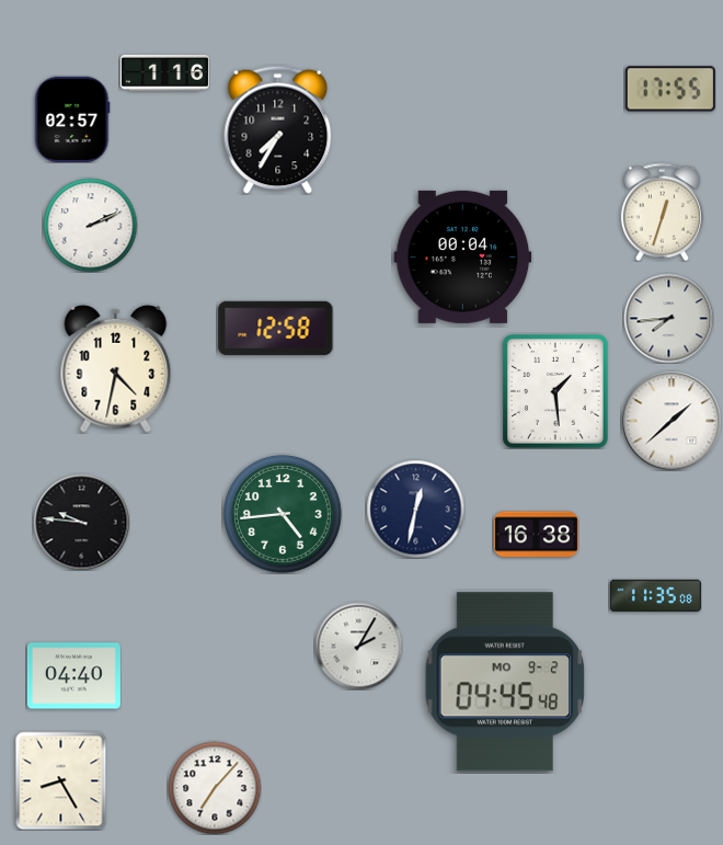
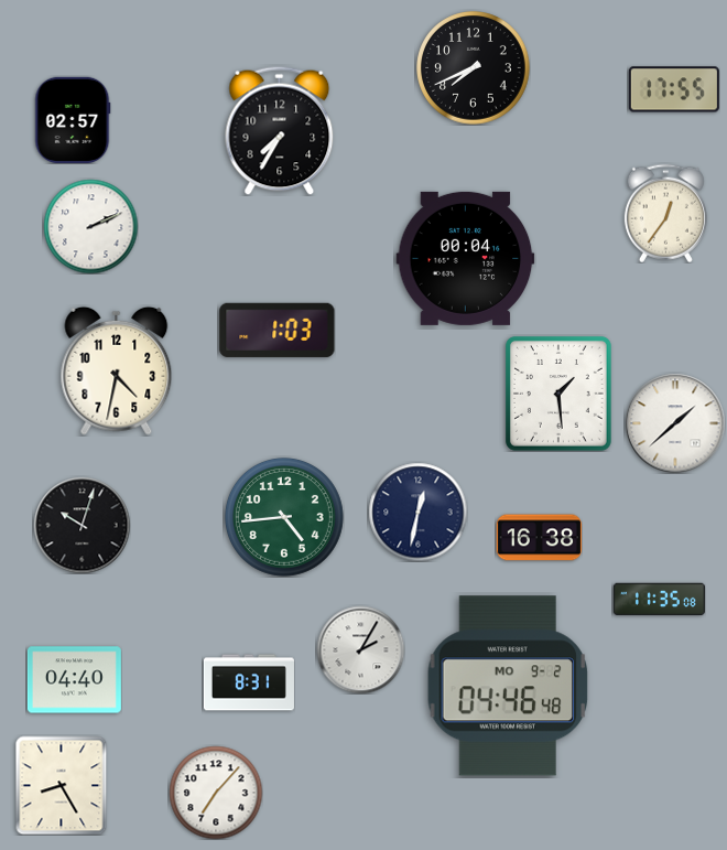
clock at (474, 68): none -> 7:41
clock at (164, 72): 1:16 -> none
clock at (662, 212): 12:33 -> 12:36
clock at (668, 318): 7:44 -> none
clock at (276, 328): 12:58 -> 1:03
clock at (81, 522): 9:46 -> 10:03
clock at (249, 682): none -> 8:31
clock at (505, 682): 04:45 -> 04:46
